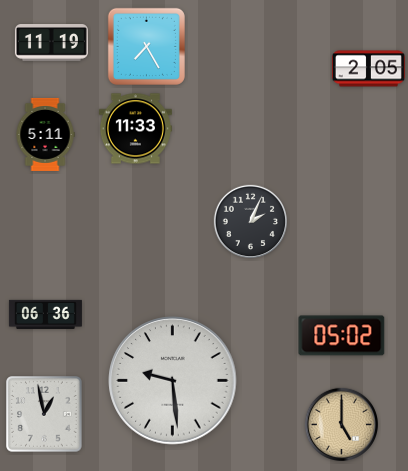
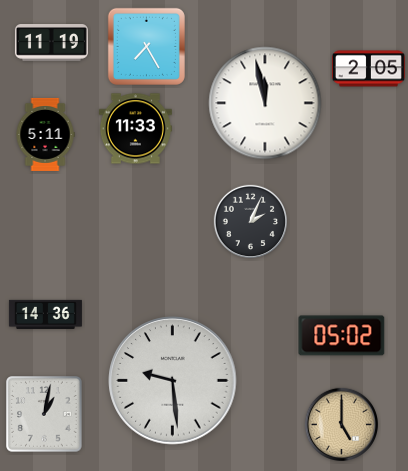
clock at (265, 103): none -> 11:58
clock at (45, 314): 06:36 -> 14:36
clock at (44, 414): 12:58 -> 1:02
